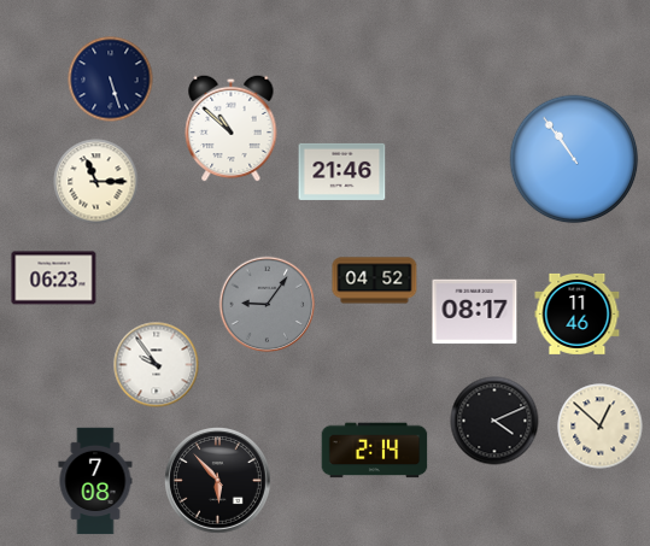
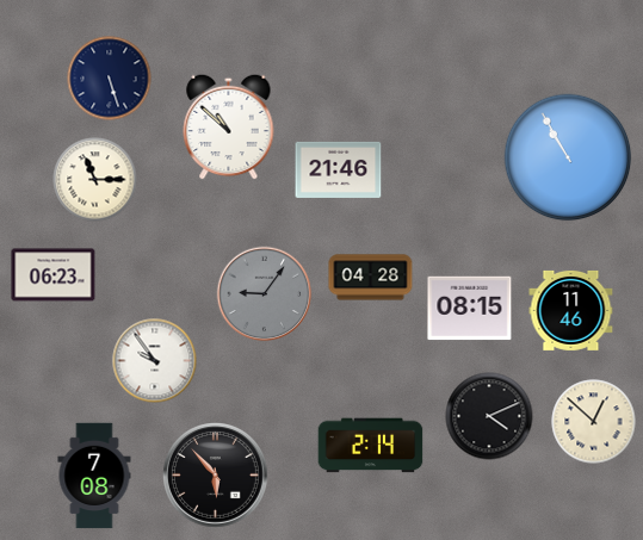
clock at (574, 159): 10:54 -> 10:55
clock at (375, 281): 04:52 -> 04:28
clock at (268, 305) position: (268, 305) -> (265, 294)
clock at (475, 312): 08:17 -> 08:15
